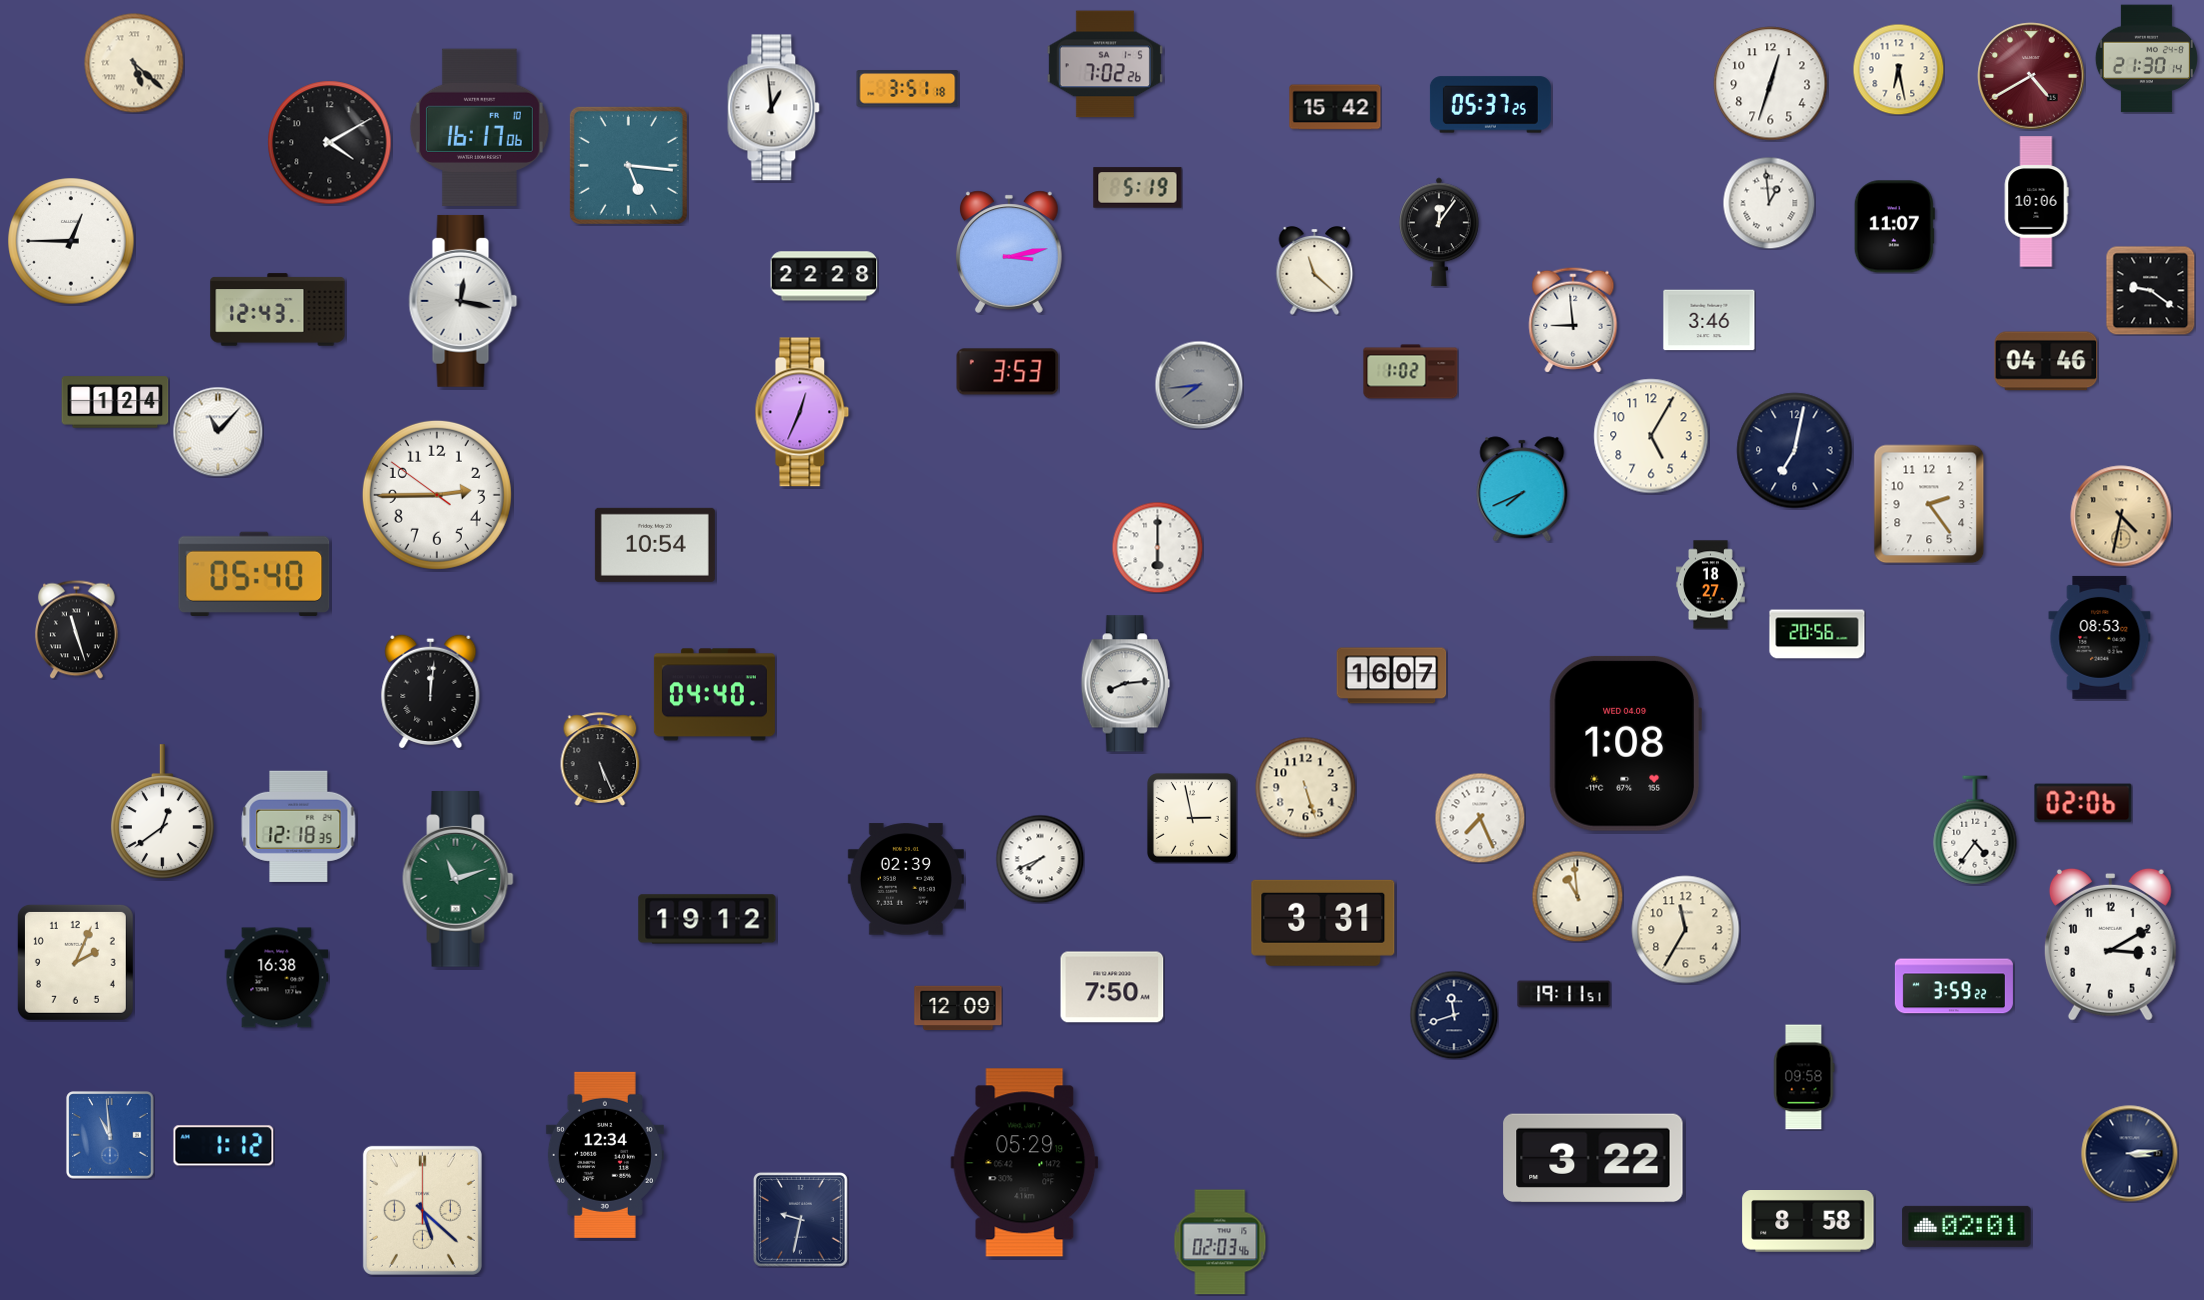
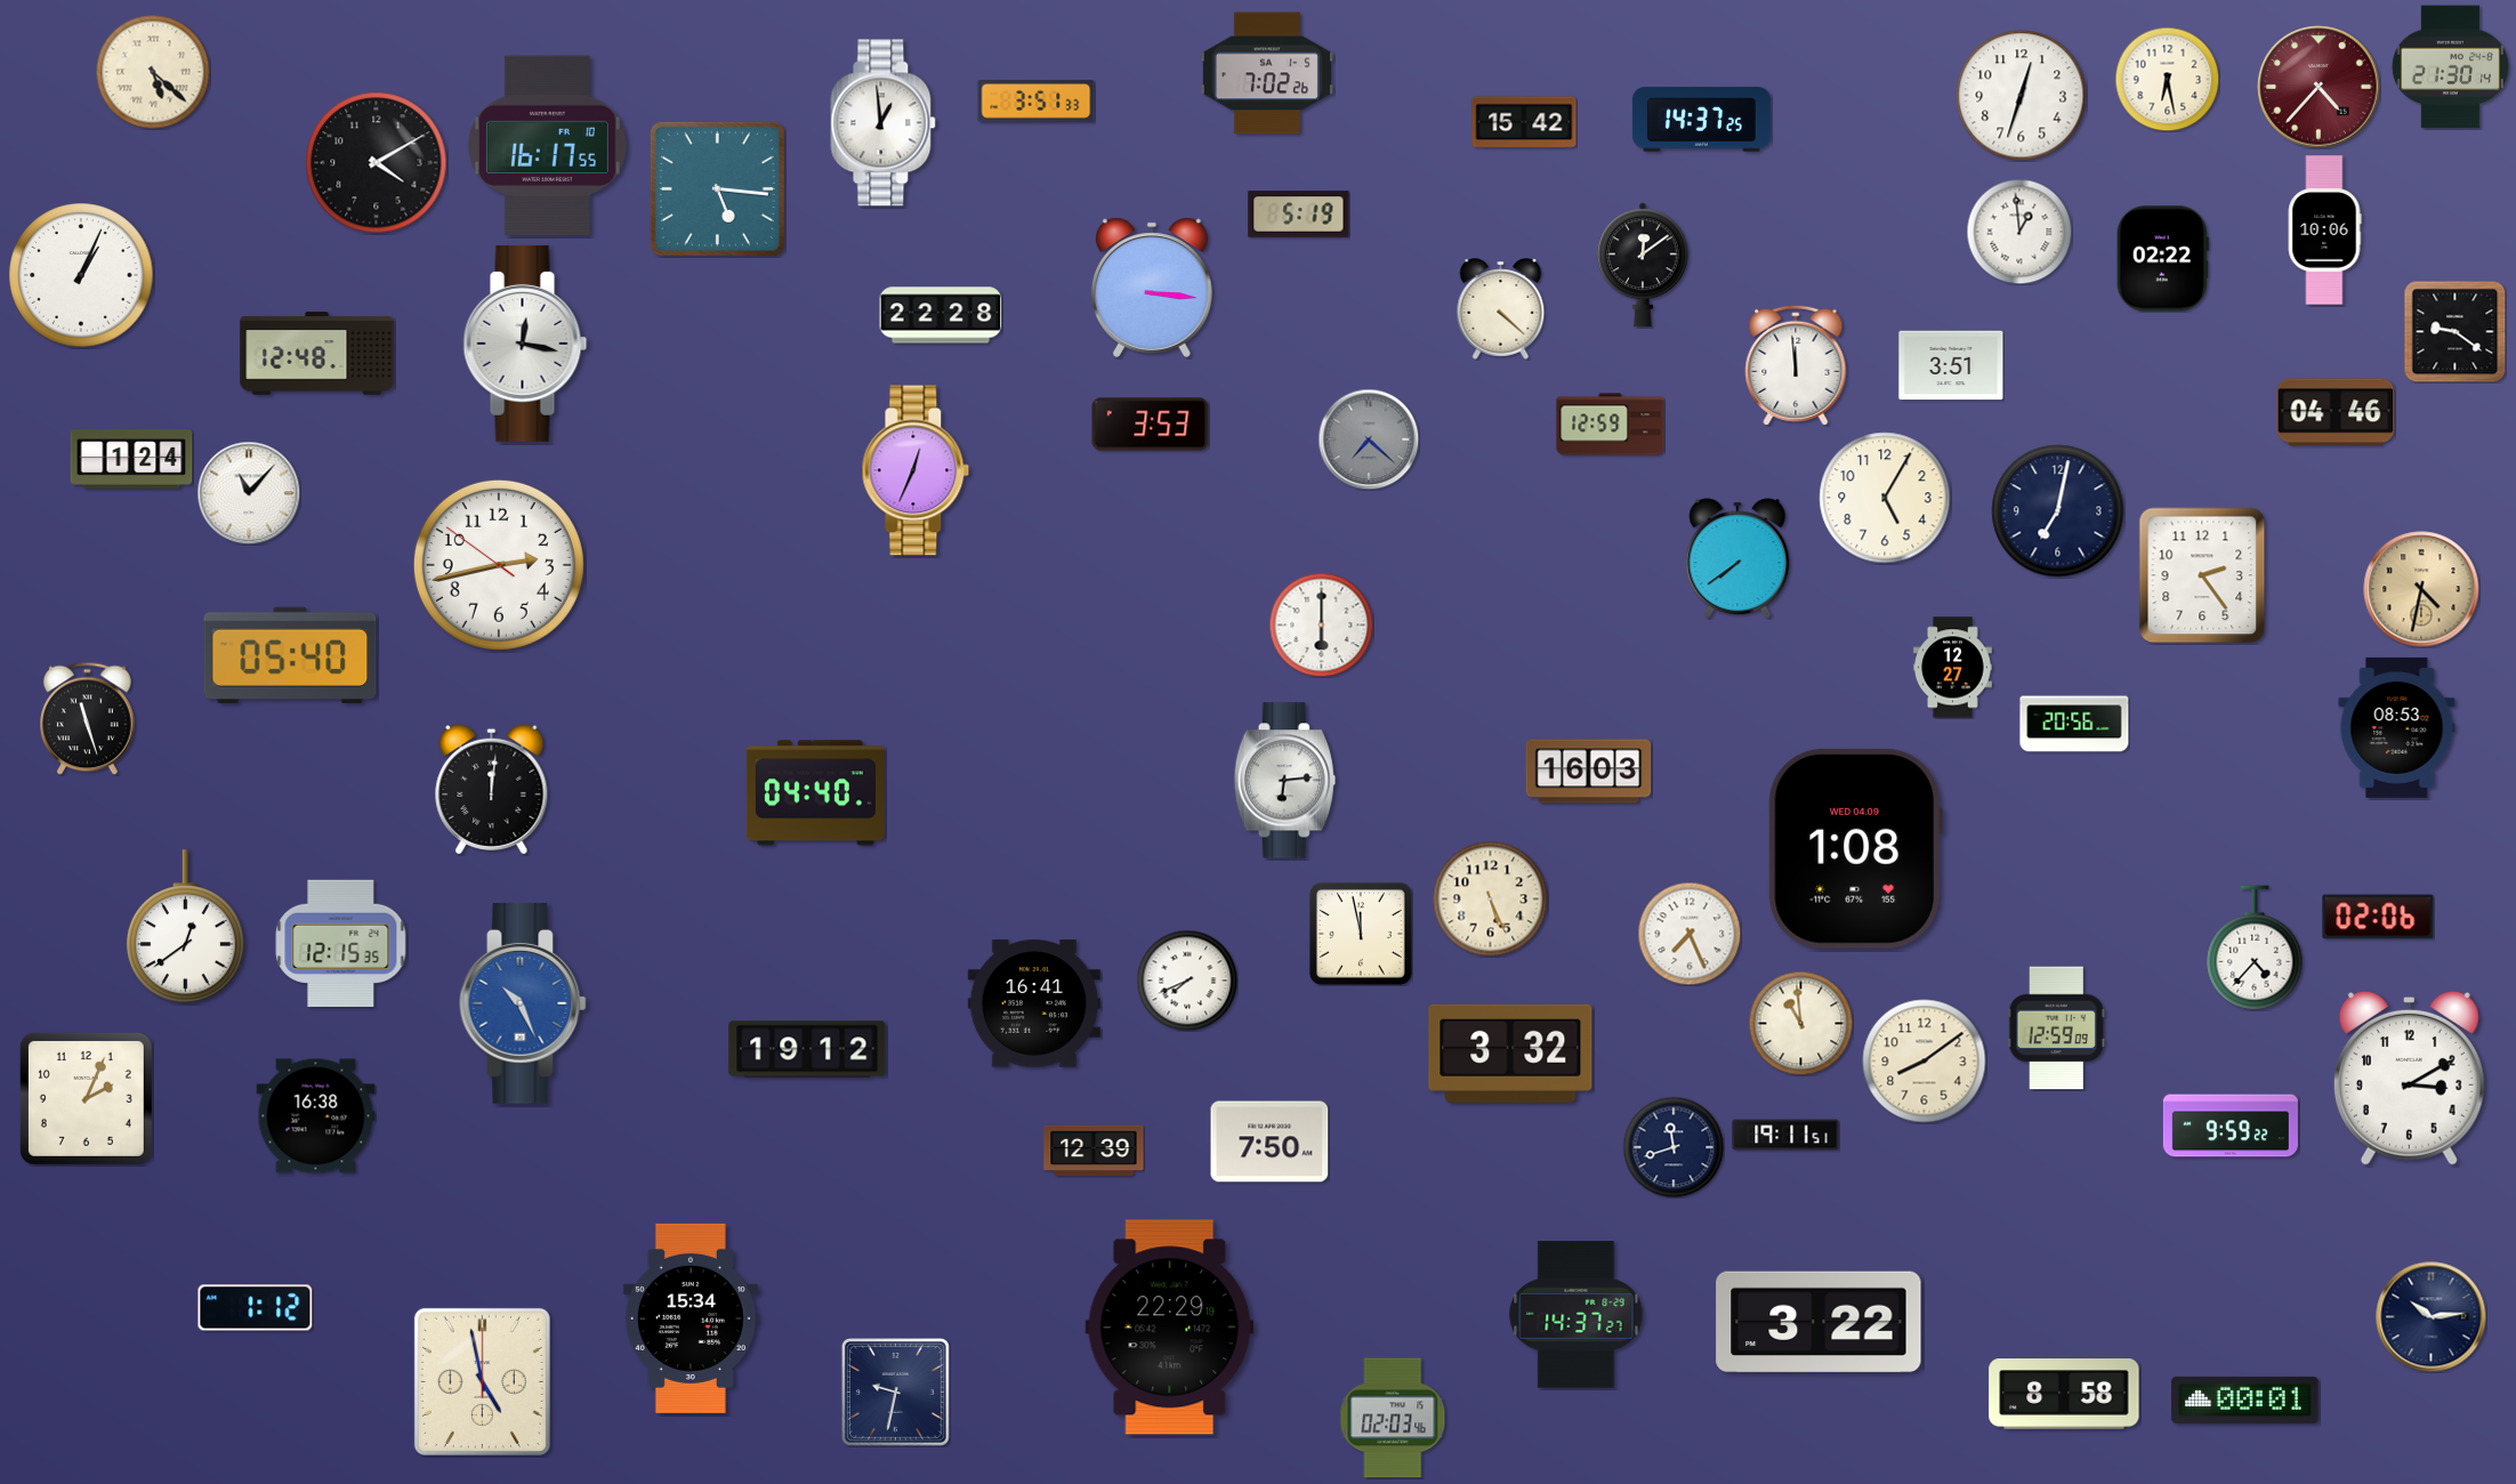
clock at (1105, 64) position: (1105, 64) -> (1267, 73)
clock at (2031, 76): 4:40 -> 4:37
clock at (908, 89): 3:51:18 -> 3:51:33
clock at (1490, 105): 05:37 -> 14:37
clock at (479, 128): 16:17:06 -> 16:17:55
clock at (1894, 227): 11:07 -> 02:22
clock at (1440, 232): 12:06 -> 12:09
clock at (71, 241): 12:45 -> 1:04
clock at (1009, 252): 3:13 -> 3:16
clock at (1315, 271): 11:22 -> 4:22
clock at (463, 301) position: (463, 301) -> (525, 344)
clock at (278, 310): 12:43 -> 12:48
clock at (1573, 320): 8:59 -> 11:59
clock at (1709, 320): 3:46 -> 3:51
clock at (1411, 372): 1:02 -> 12:59
clock at (1199, 385): 7:44 -> 7:22
clock at (1795, 451) position: (1795, 451) -> (2058, 511)
clock at (1522, 489): 7:41 -> 7:39
clock at (437, 495): 2:44 -> 2:42
clock at (655, 545): 10:54 -> none
clock at (1711, 585): 18:27 -> 12:27
clock at (1392, 676): 16:07 -> 16:03
clock at (1125, 684): 8:14 -> 6:14
clock at (600, 759): 5:26 -> none
clock at (1306, 788): 5:27 -> 5:26
clock at (1192, 818): 2:58 -> 11:58
clock at (299, 826): 12:18 -> 12:15
clock at (1975, 830): 4:36 -> 4:37
clock at (458, 879): 11:12 -> 10:26
clock at (458, 879) dial: green -> blue
clock at (906, 879): 02:39 -> 16:41
clock at (2056, 1029): none -> 12:59
clock at (1323, 923): 3:31 -> 3:32
clock at (1686, 930): 11:35 -> 8:09
clock at (1954, 986): 3:59 -> 9:59
clock at (1112, 987) position: (1112, 987) -> (1269, 1142)
clock at (958, 1008): 12:09 -> 12:39
clock at (1454, 1015) position: (1454, 1015) -> (1674, 1147)
clock at (1804, 1077): 09:58 -> none
clock at (110, 1135): 10:59 -> none
clock at (1576, 1315): none -> 14:37
clock at (2130, 1154): 3:14 -> 10:14
clock at (605, 1155): 12:34 -> 15:34
clock at (1025, 1163): 05:29 -> 22:29
clock at (422, 1210): 5:22 -> 4:58
clock at (800, 1219) position: (800, 1219) -> (895, 1392)
clock at (1967, 1226): 02:01 -> 00:01
